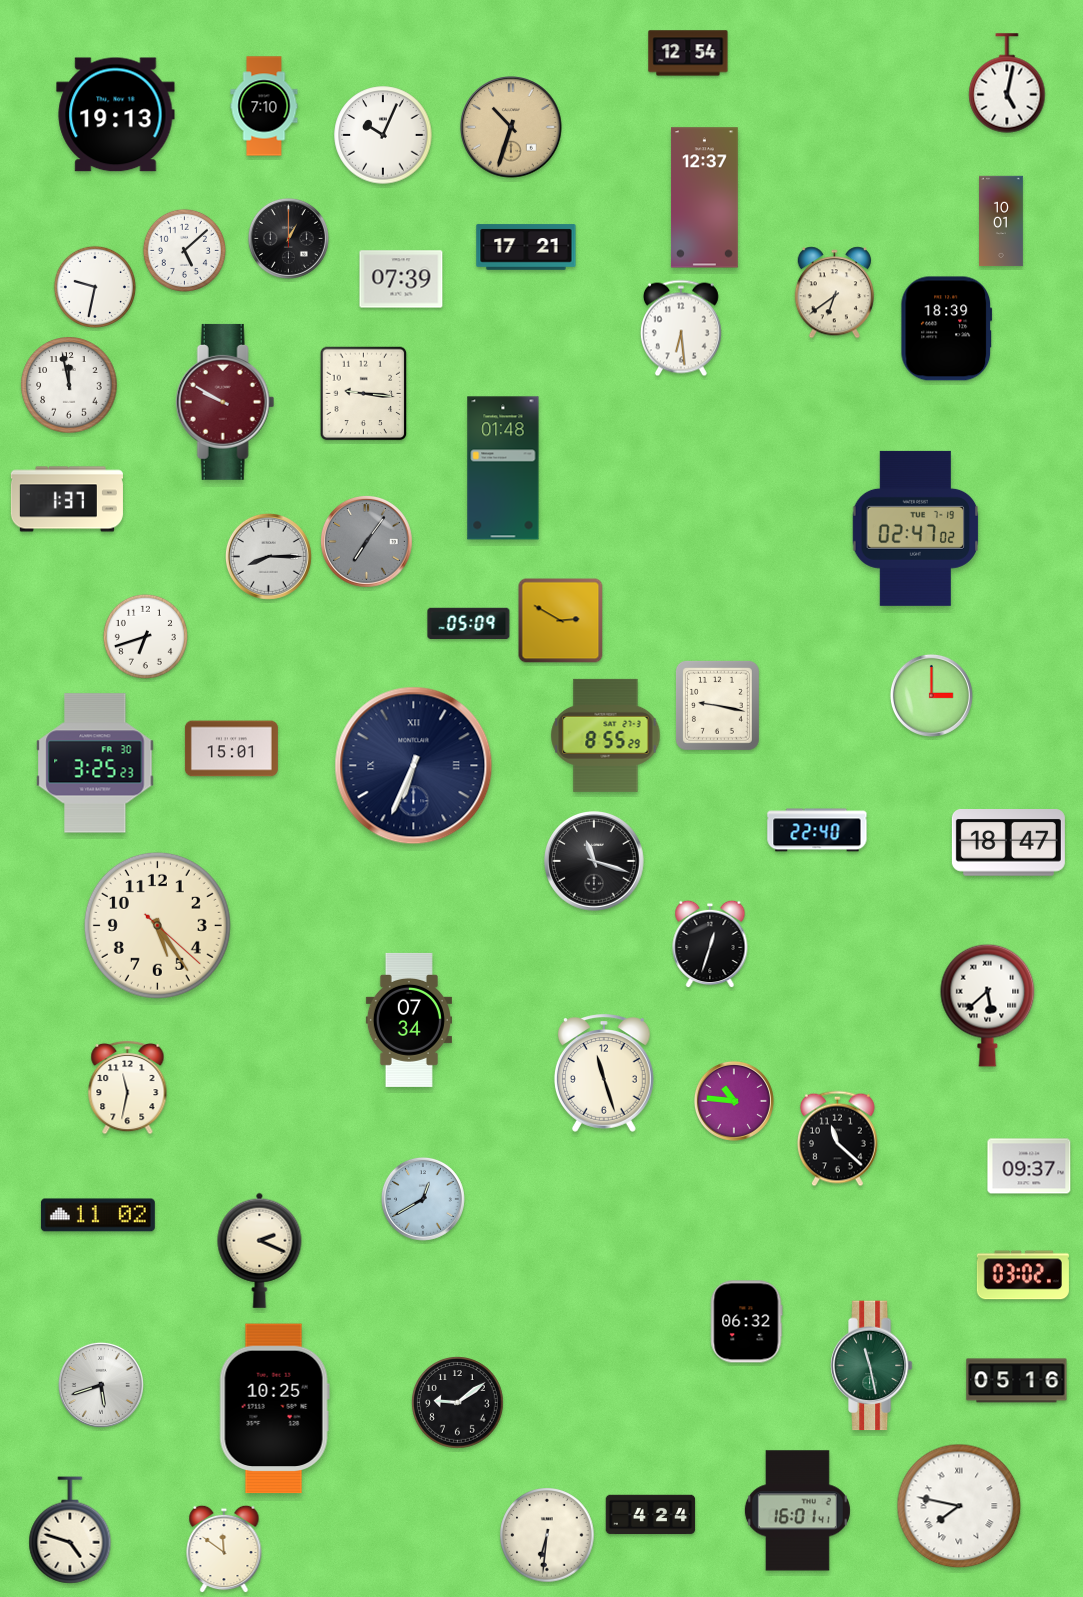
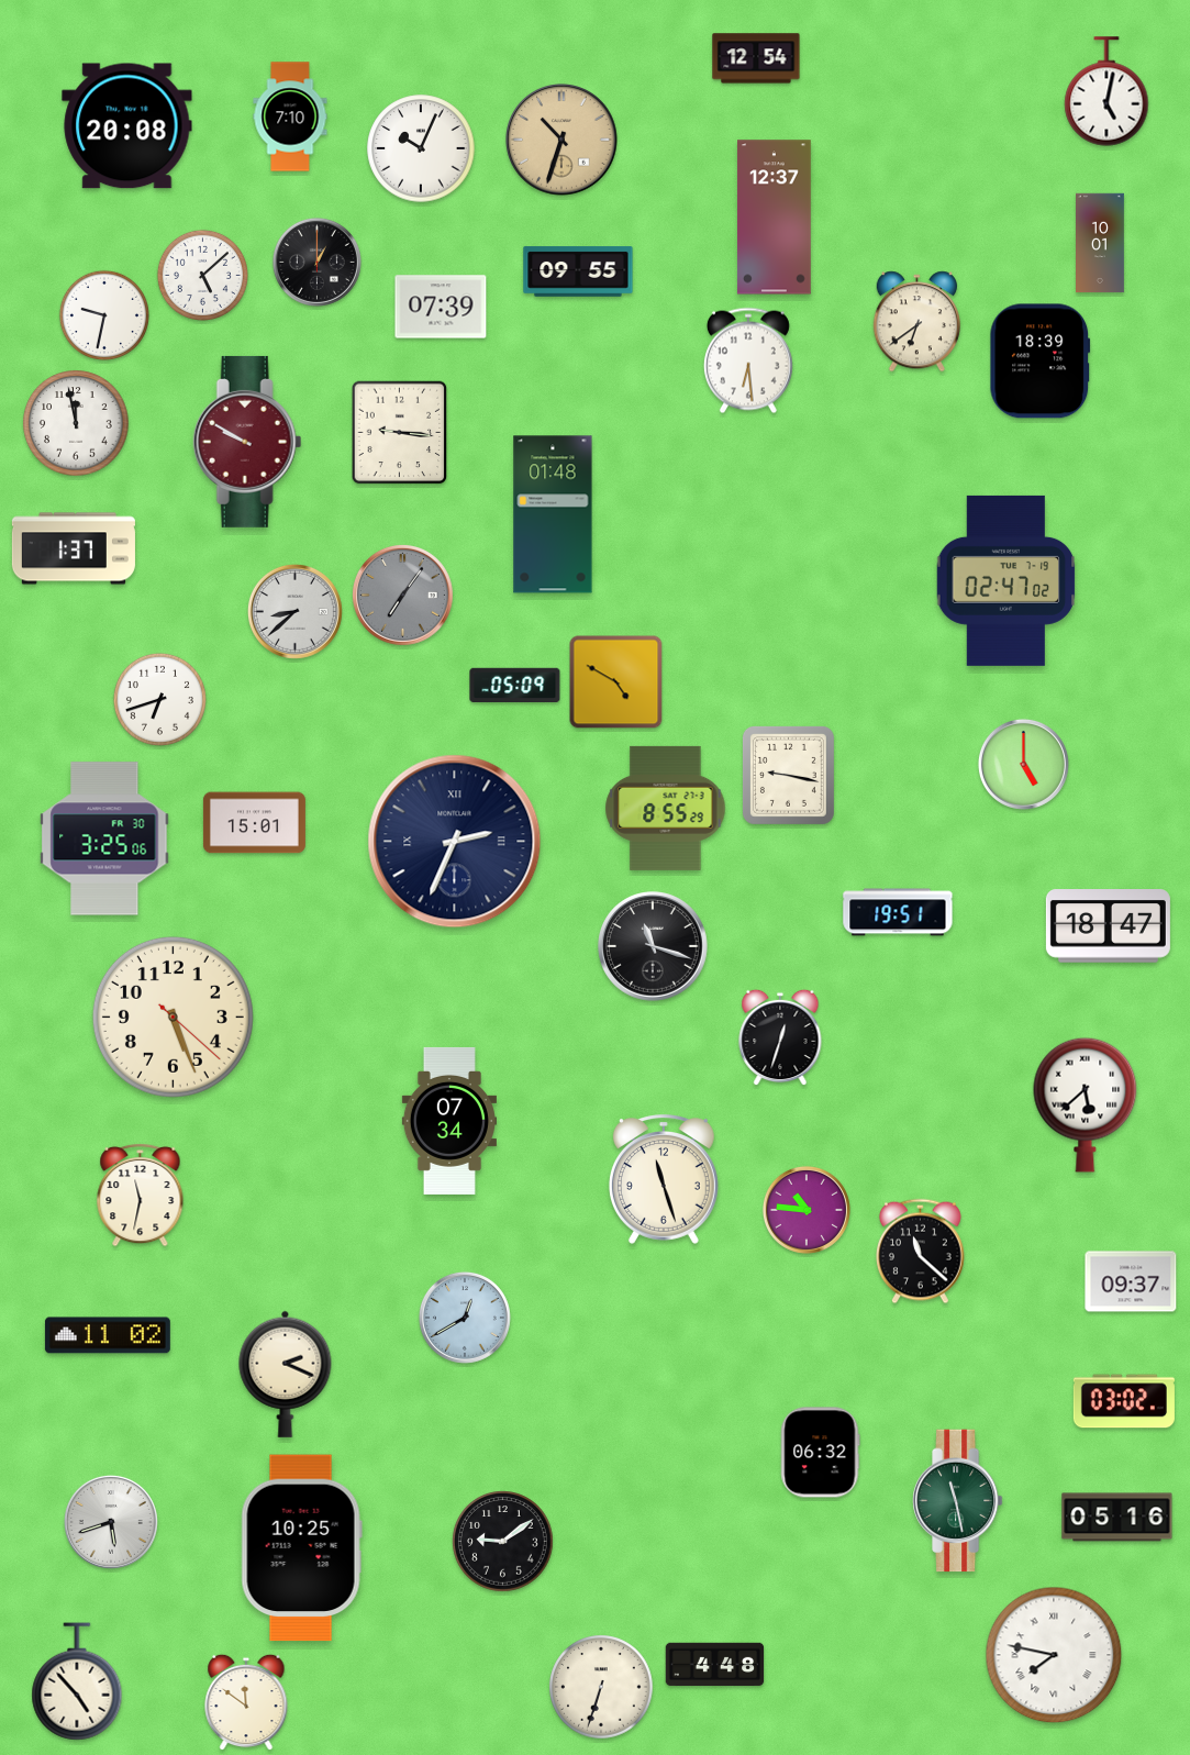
clock at (116, 115): 19:13 -> 20:08
clock at (526, 247): 17:21 -> 09:55
clock at (268, 556): 8:15 -> 8:38
clock at (561, 621): 2:50 -> 4:50
clock at (931, 695): 3:00 -> 5:00
clock at (95, 763): 3:25:23 -> 3:25:06
clock at (414, 766): 6:34 -> 2:34
clock at (817, 830): 22:40 -> 19:51
clock at (157, 925): 5:24 -> 5:26
clock at (797, 1511): 16:01 -> none
clock at (651, 1515): 4:24 -> 4:48
clock at (70, 1530): 4:48 -> 4:53
clock at (547, 1535): 6:31 -> 6:33
